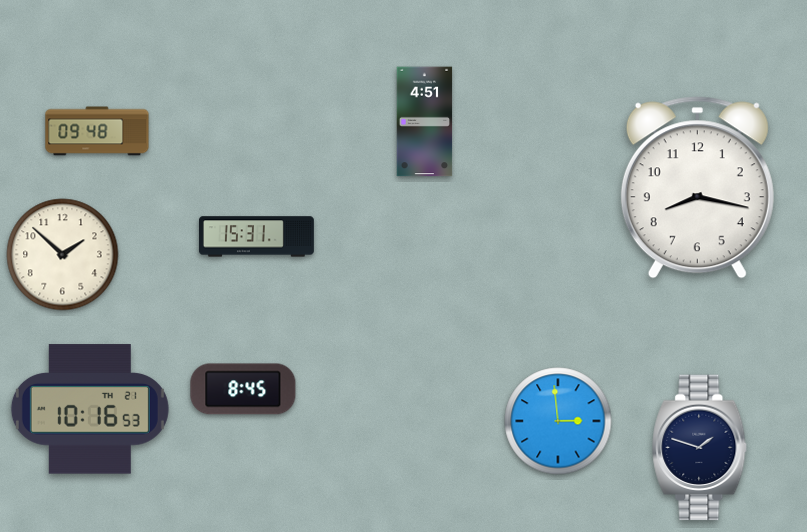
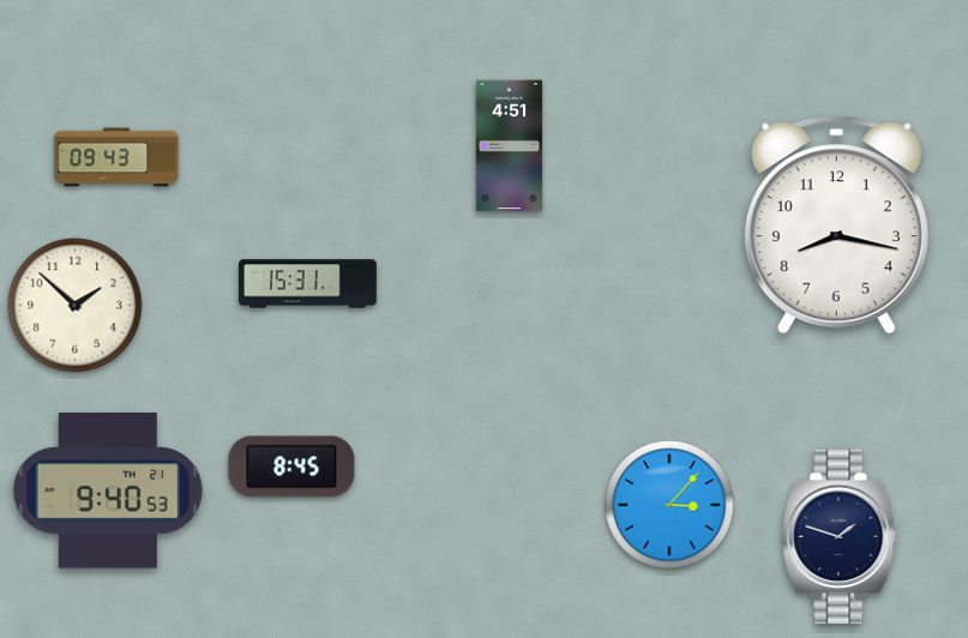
clock at (97, 131): 09:48 -> 09:43
clock at (90, 409): 10:16 -> 9:40
clock at (558, 421): 2:59 -> 3:07
